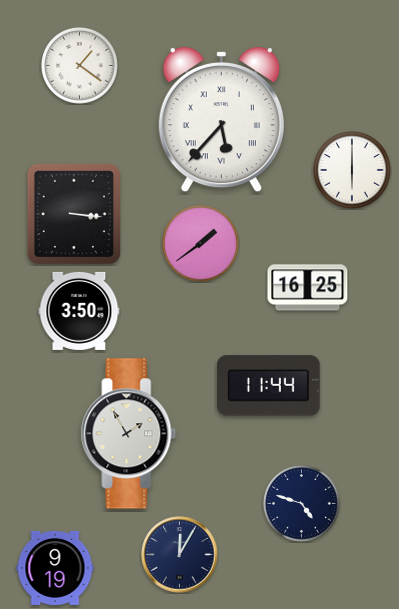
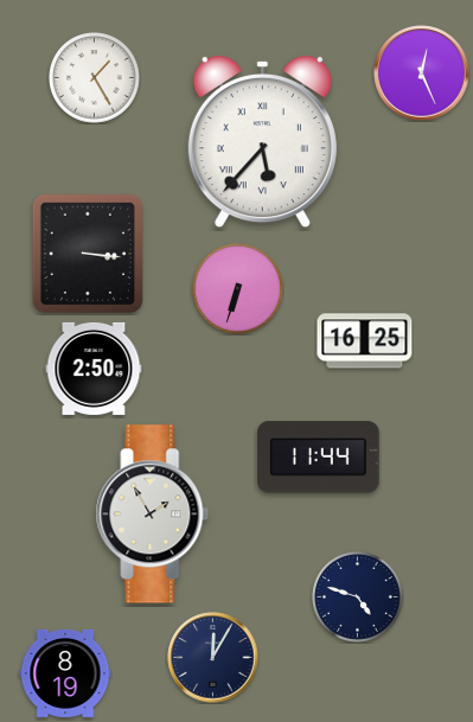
clock at (422, 74): none -> 12:26
clock at (80, 66): 1:21 -> 1:25
clock at (353, 171): 6:00 -> none
clock at (201, 244): 1:39 -> 6:33
clock at (79, 311): 3:50 -> 2:50
clock at (55, 568): 9:19 -> 8:19
